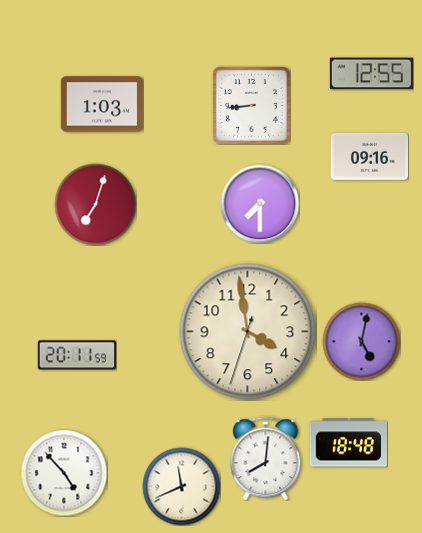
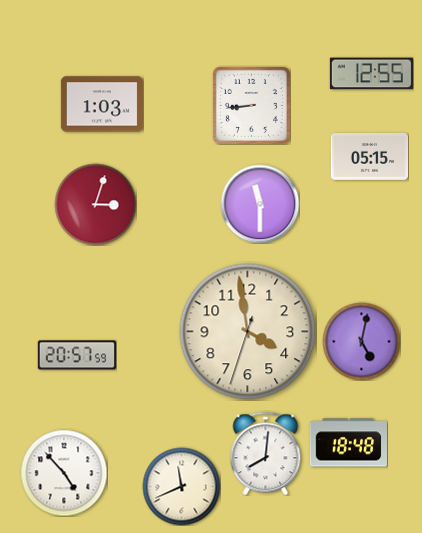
clock at (369, 156): 09:16 -> 05:15
clock at (95, 204): 7:03 -> 3:03
clock at (260, 204): 7:30 -> 11:30
clock at (77, 355): 20:11 -> 20:57
clock at (266, 458) position: (266, 458) -> (266, 453)
